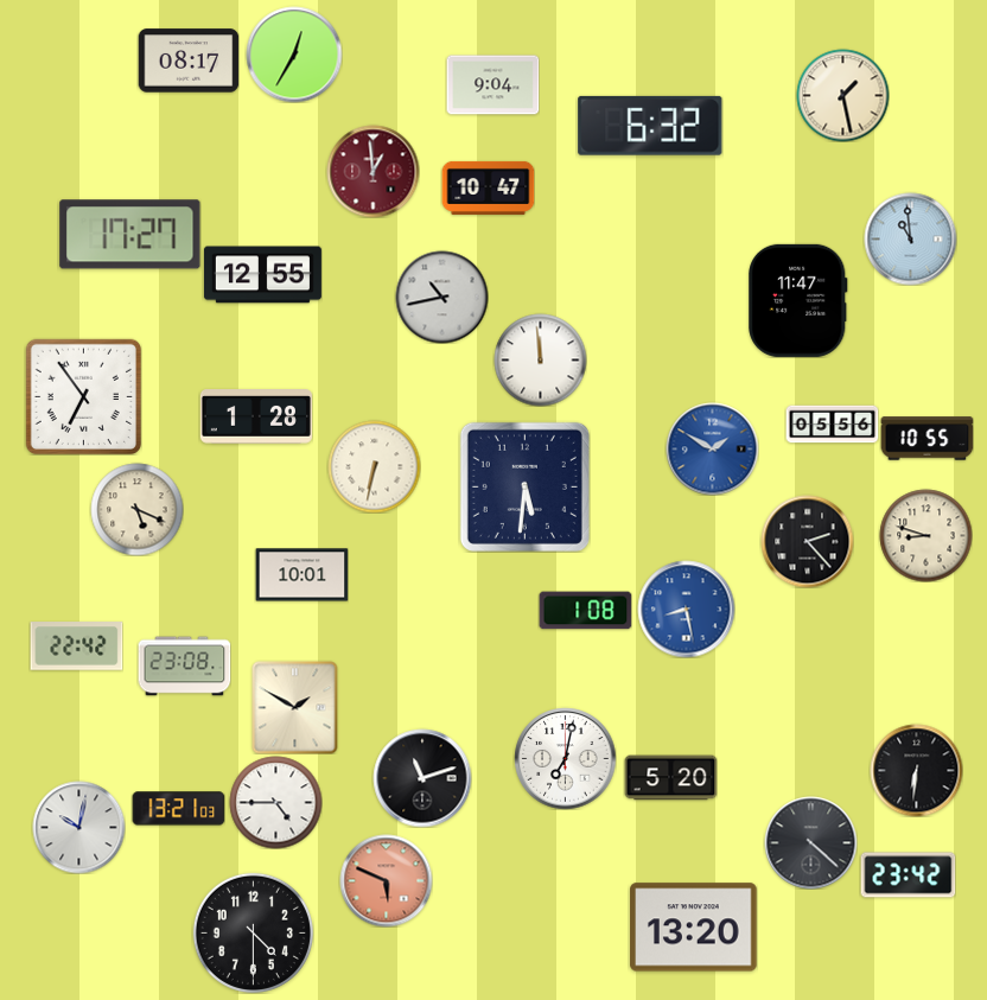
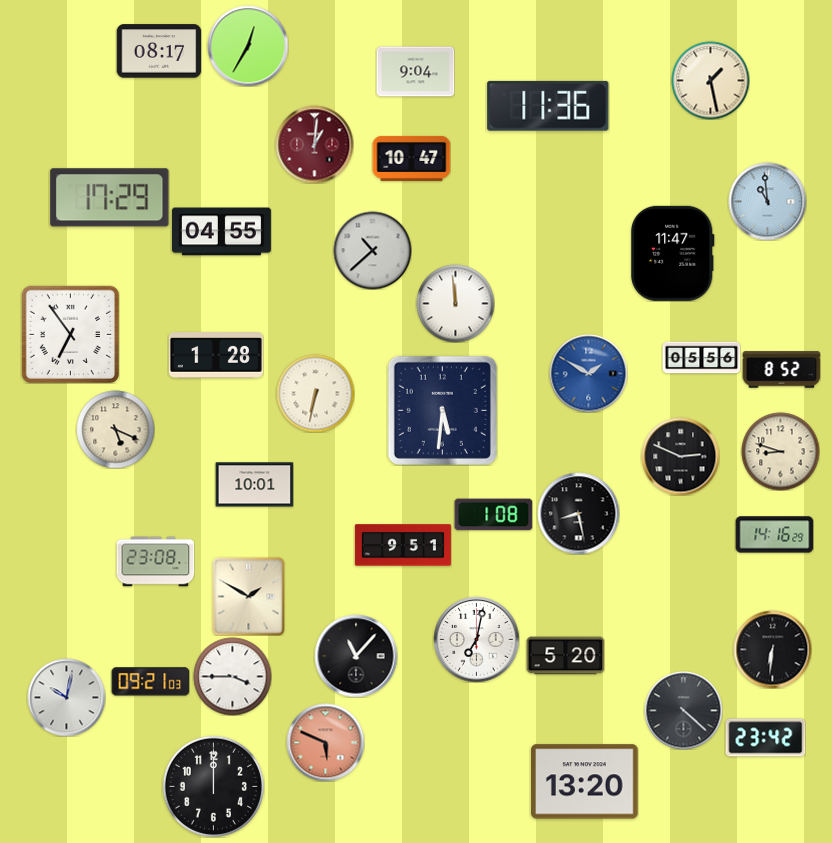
clock at (650, 126): 6:32 -> 11:36
clock at (372, 171): 12:59 -> 1:01
clock at (130, 235): 17:27 -> 17:29
clock at (262, 275): 12:55 -> 04:55
clock at (441, 297): 10:43 -> 10:38
clock at (256, 416) position: (256, 416) -> (216, 355)
clock at (926, 439): 10:55 -> 8:52
clock at (712, 448) position: (712, 448) -> (588, 373)
clock at (807, 541): 2:23 -> 2:49
clock at (686, 609) dial: blue -> black
clock at (774, 535): none -> 14:16
clock at (76, 647): 22:42 -> none
clock at (403, 545): none -> 9:51
clock at (422, 778): 11:12 -> 11:07
clock at (275, 802): 4:45 -> 3:45
clock at (178, 809): 13:21 -> 09:21
clock at (253, 932): 4:30 -> 12:00
